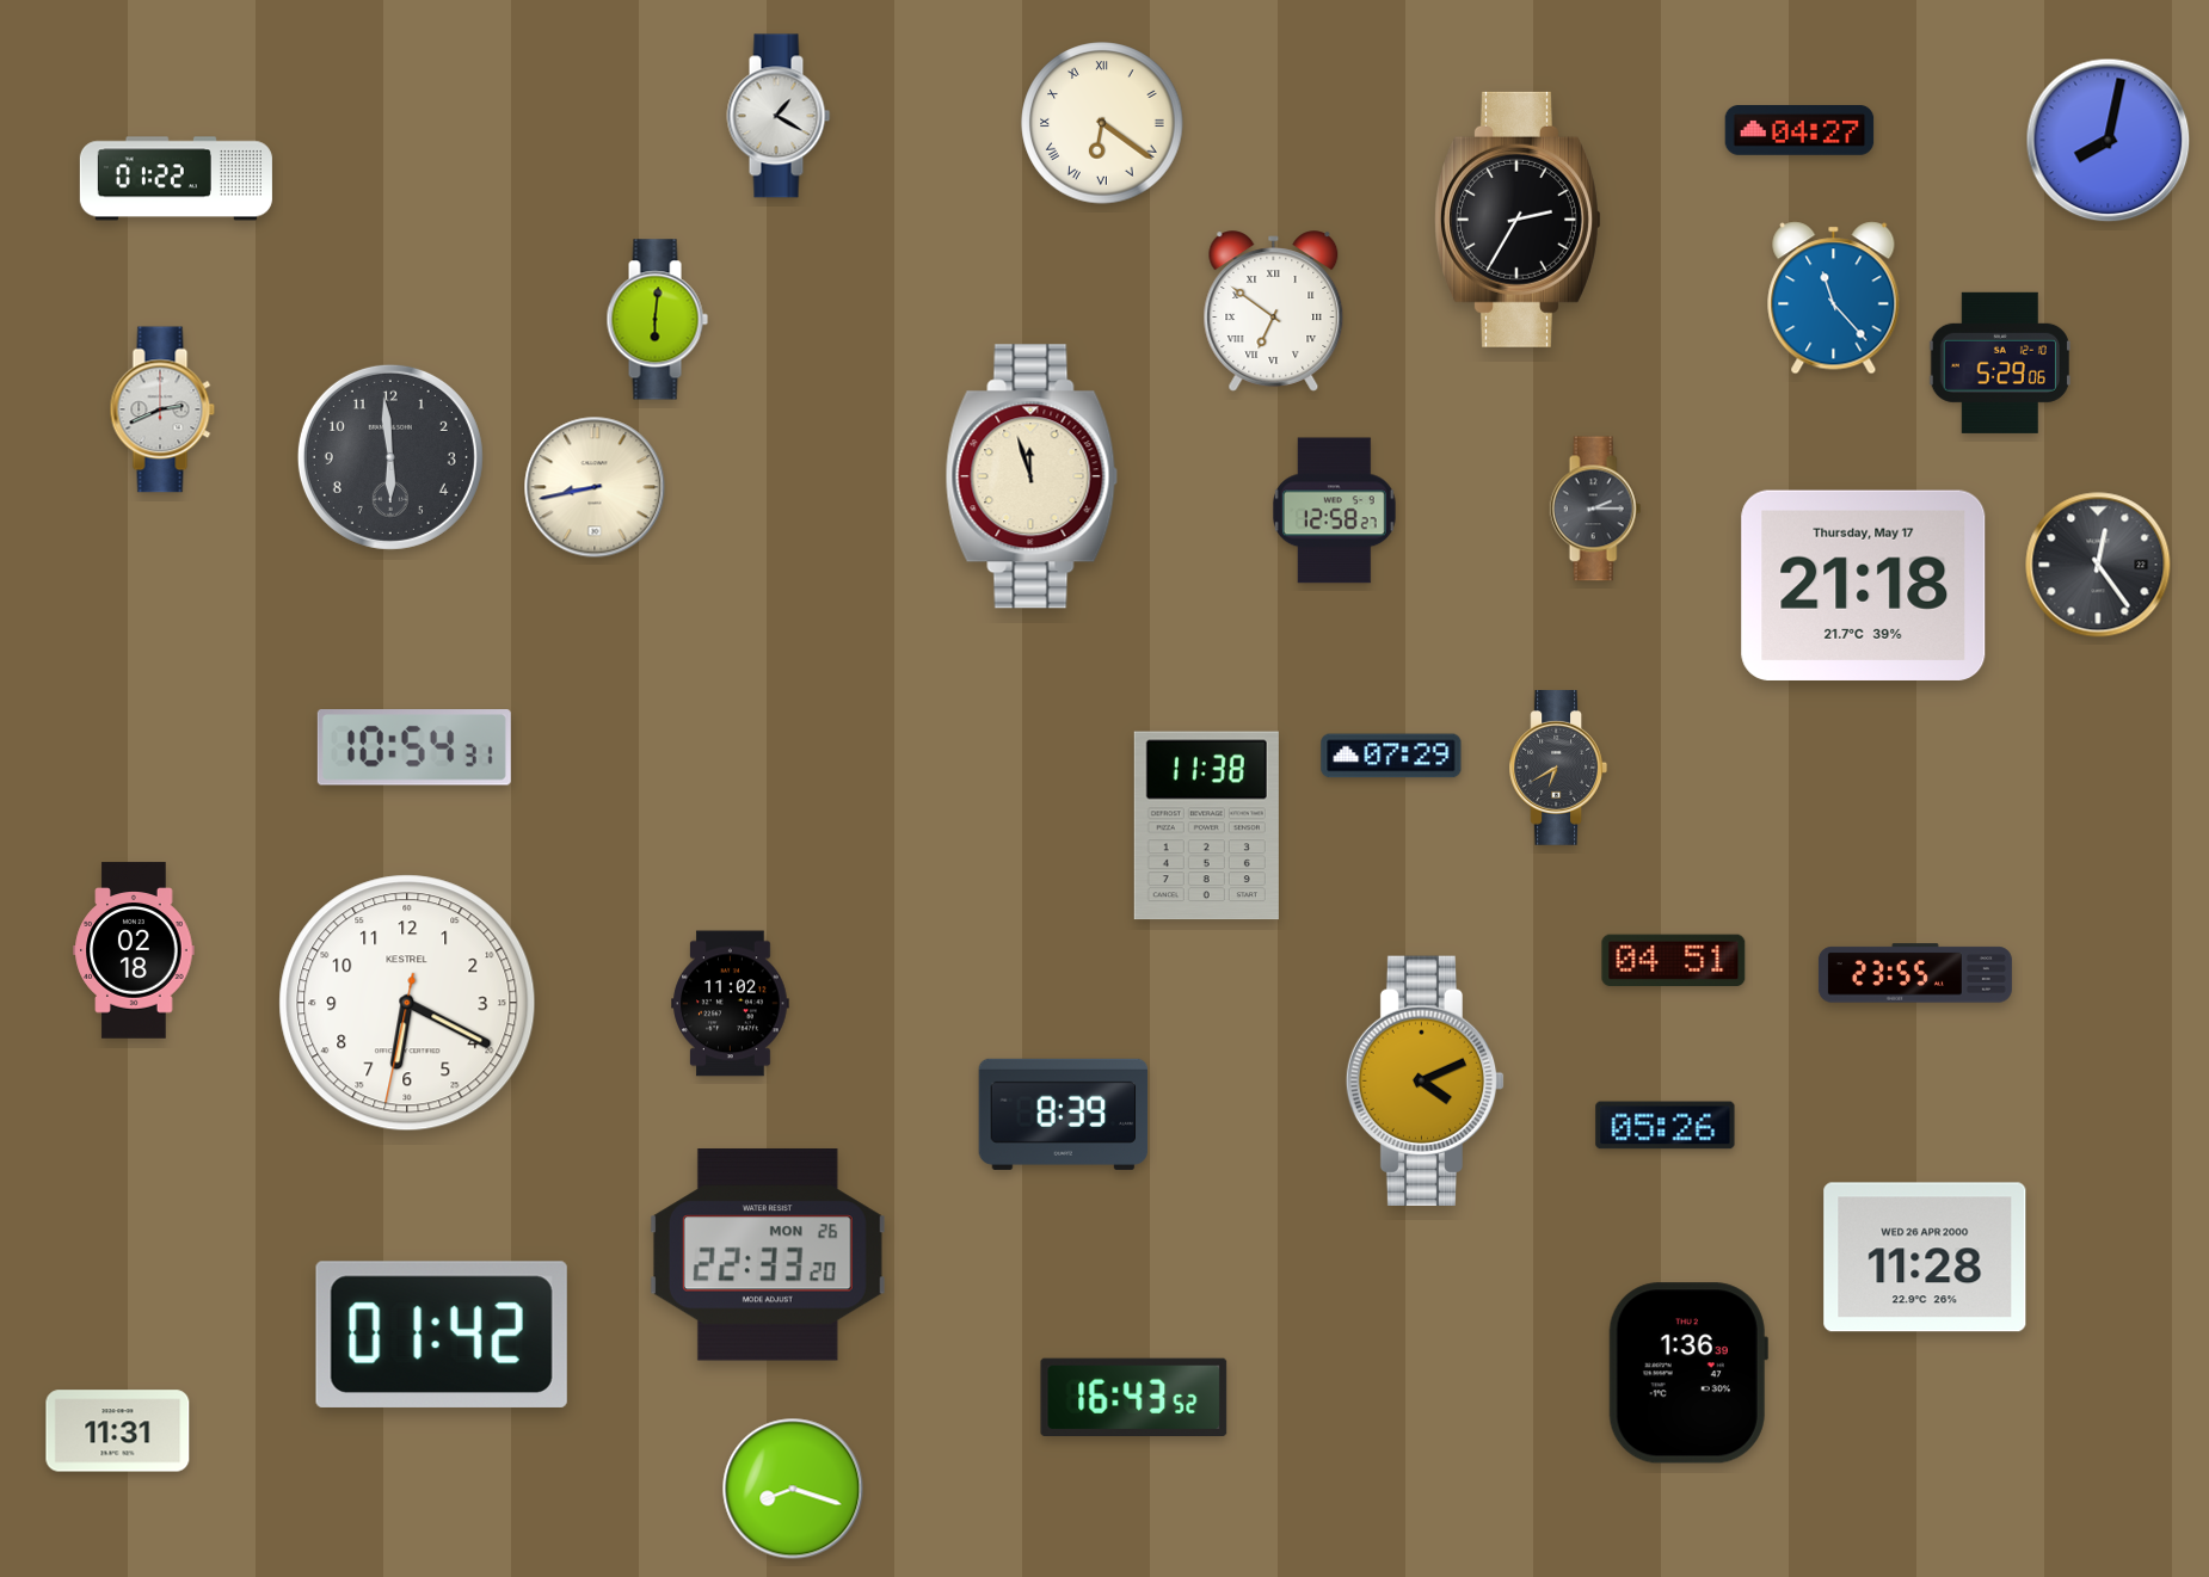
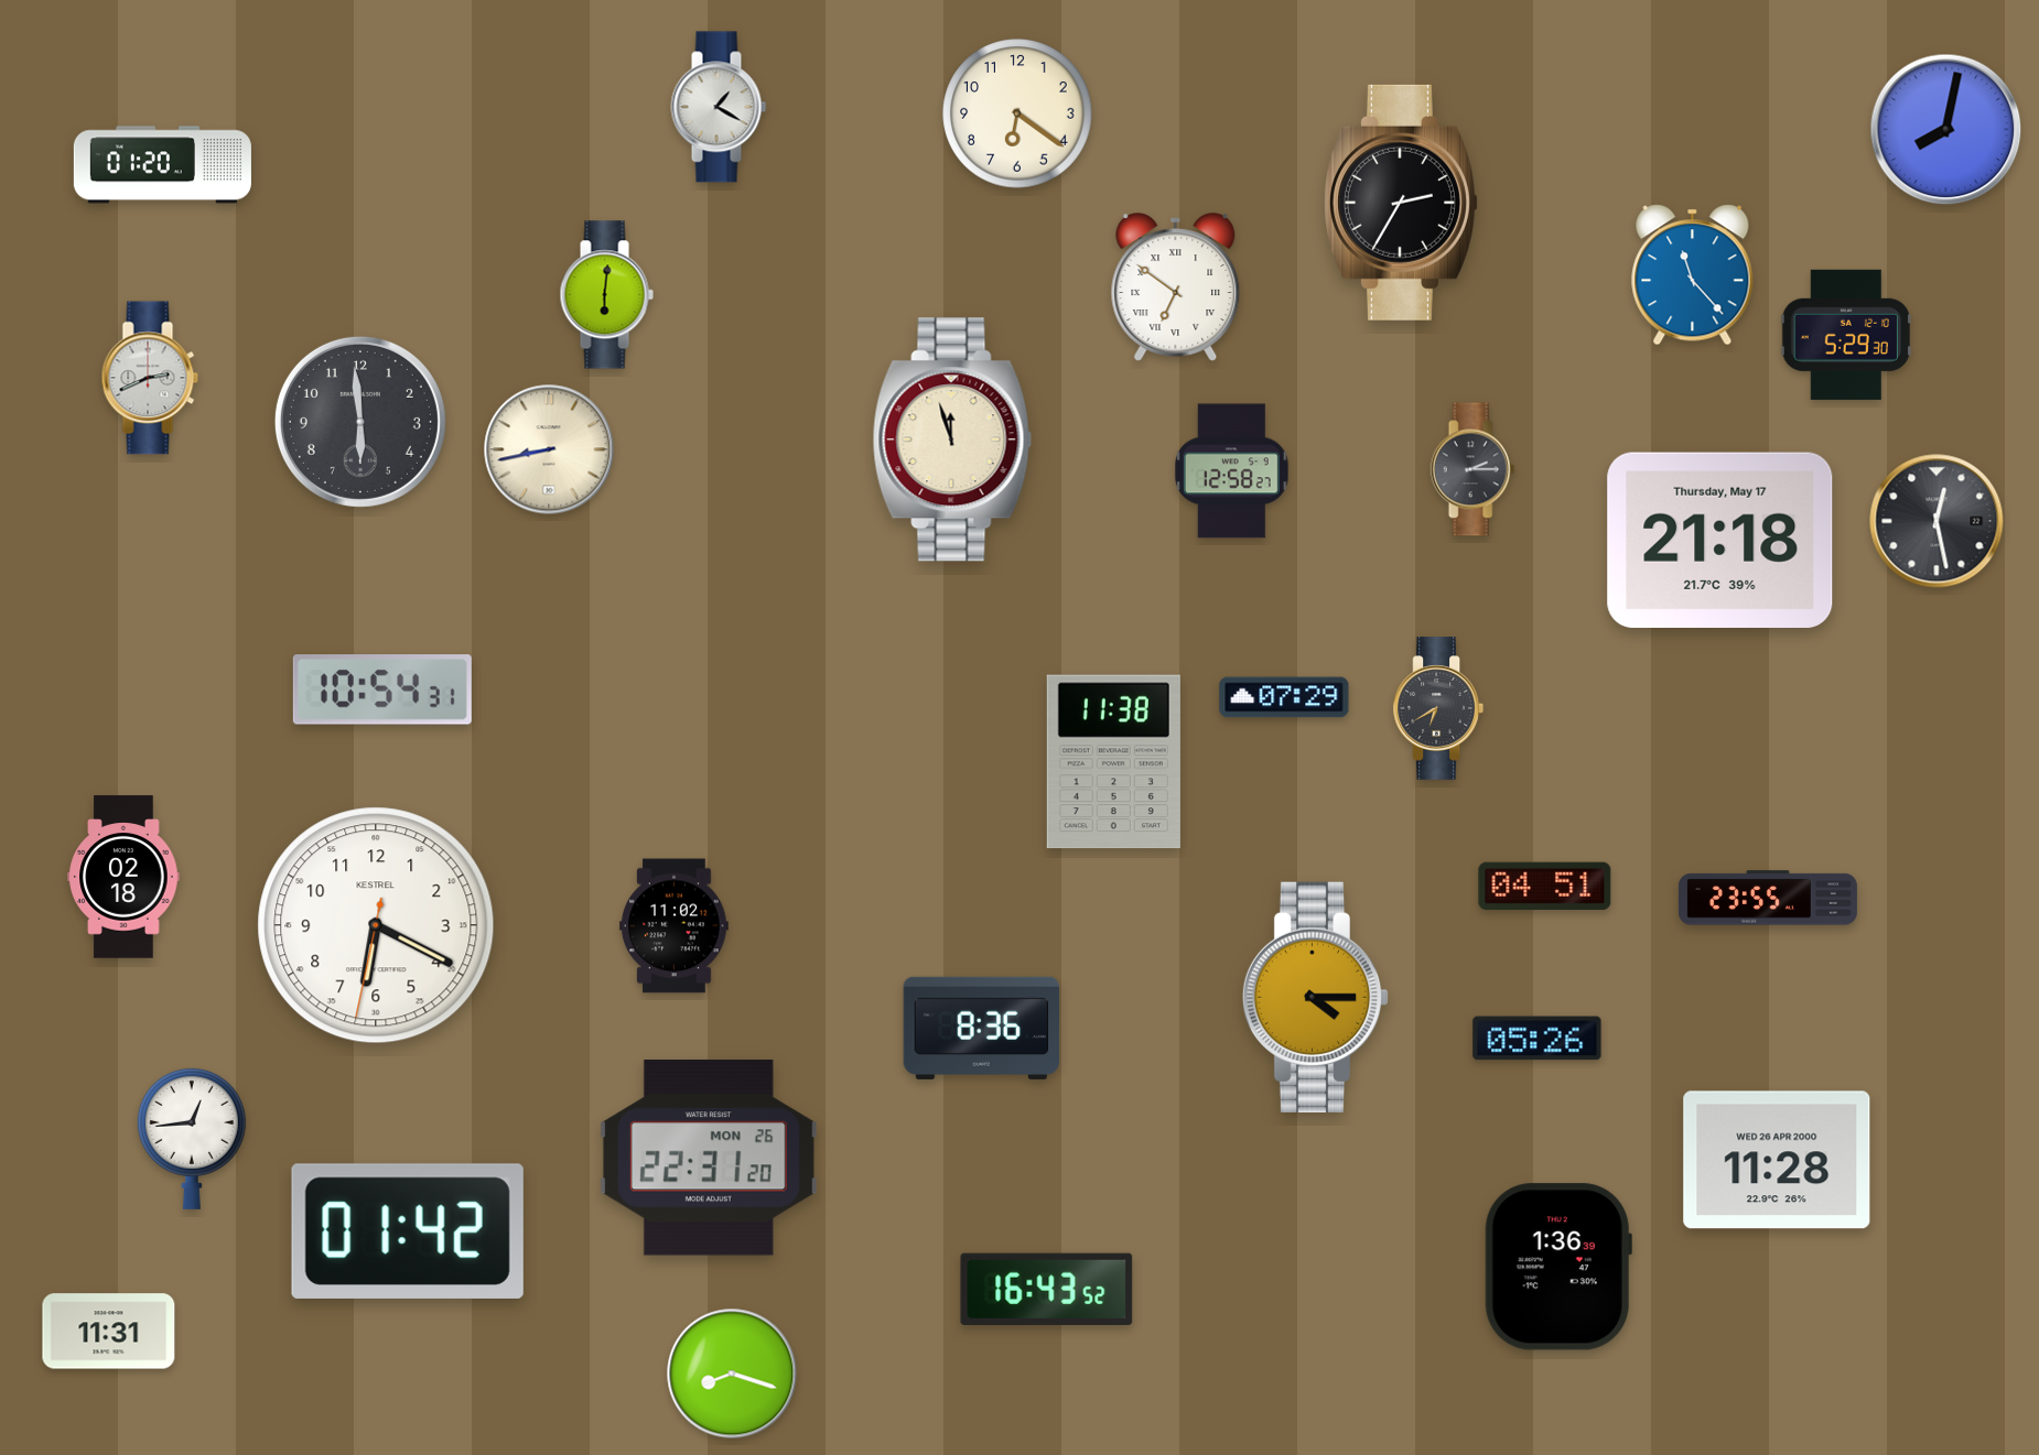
clock at (1102, 123) numerals: Roman -> Arabic
clock at (1799, 131): 04:27 -> none
clock at (176, 179): 01:22 -> 01:20
clock at (2000, 363): 5:29:06 -> 5:29:30
clock at (2098, 565): 12:24 -> 12:28
clock at (1426, 1080): 4:11 -> 4:15
clock at (1064, 1114): 8:39 -> 8:36
clock at (192, 1138): none -> 12:44
clock at (768, 1255): 22:33 -> 22:31
clock at (118, 1431) position: (118, 1431) -> (109, 1332)
